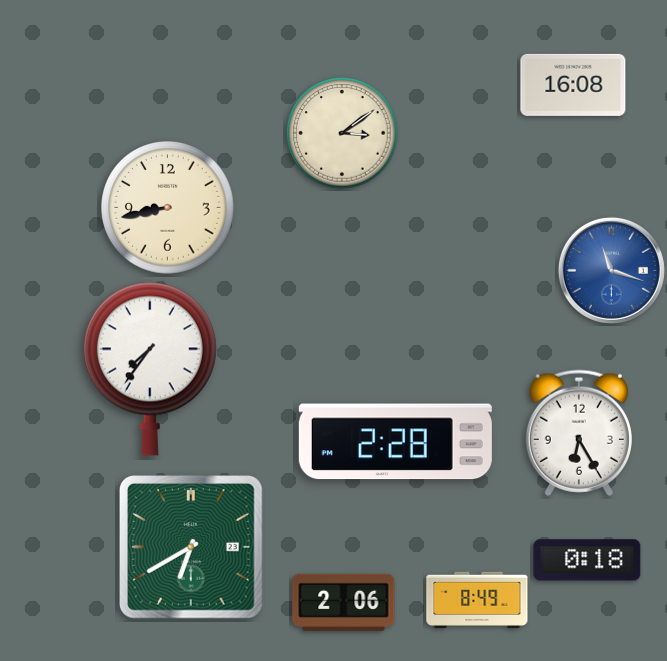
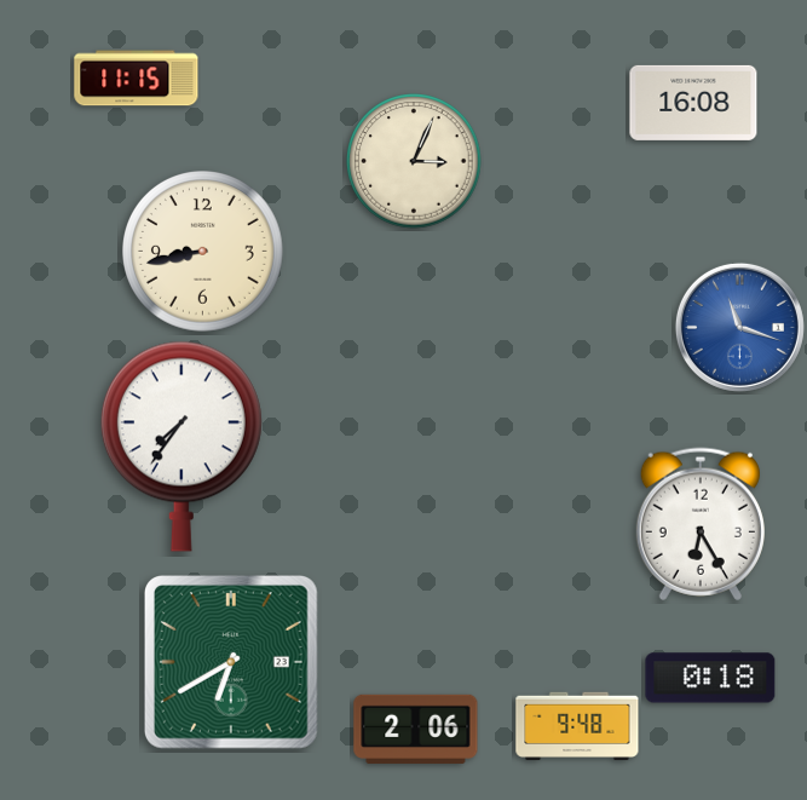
clock at (137, 79): none -> 11:15
clock at (342, 133): 3:09 -> 3:04
clock at (395, 442): 2:28 -> none
clock at (477, 599): 8:49 -> 9:48
